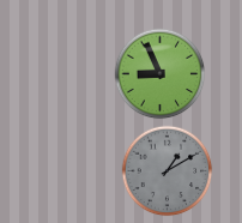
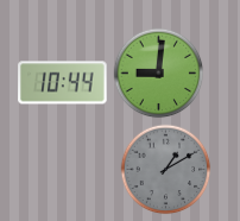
clock at (161, 74): 8:56 -> 9:01
clock at (63, 83): none -> 10:44
